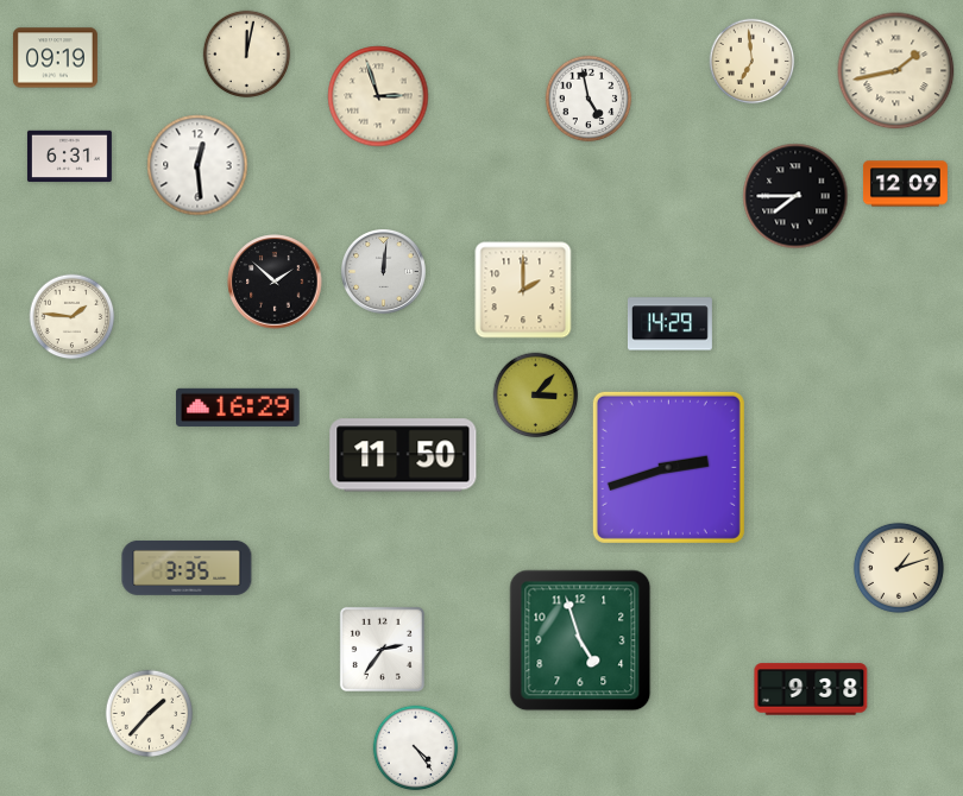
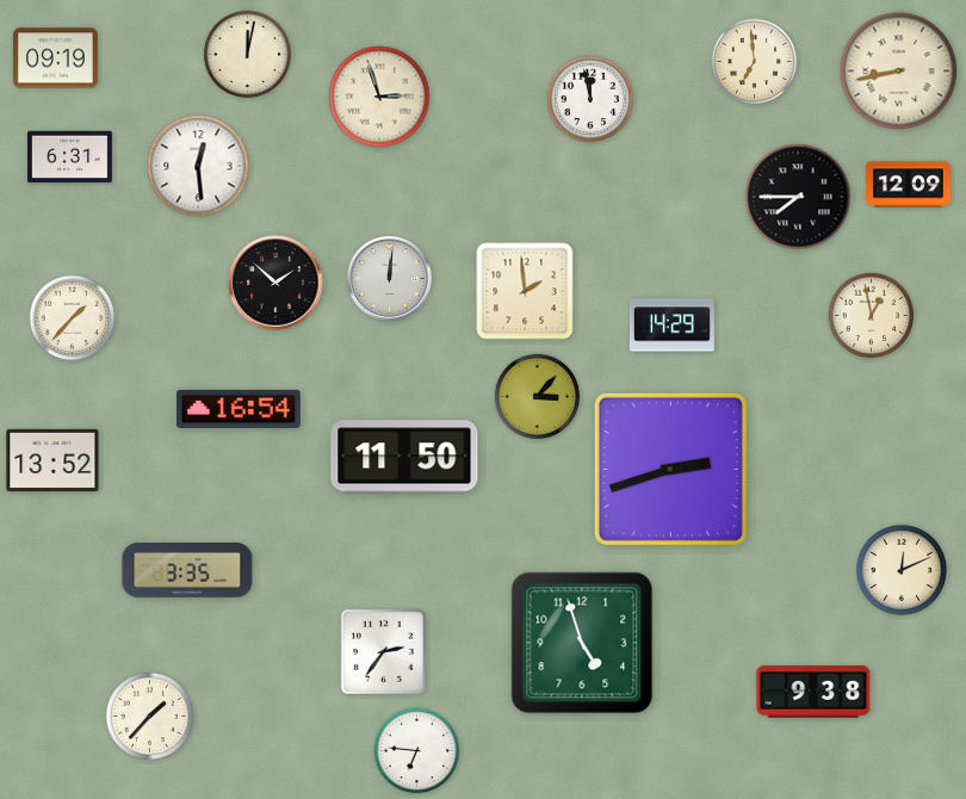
clock at (896, 71): 1:43 -> 8:43
clock at (588, 99): 4:58 -> 11:58
clock at (383, 271) position: (383, 271) -> (389, 278)
clock at (523, 290): 2:00 -> 1:59
clock at (872, 316): none -> 12:58
clock at (73, 317): 1:46 -> 1:37
clock at (238, 408): 16:29 -> 16:54
clock at (52, 460): none -> 13:52
clock at (899, 568): 1:12 -> 12:11
clock at (416, 748): 4:24 -> 6:46
